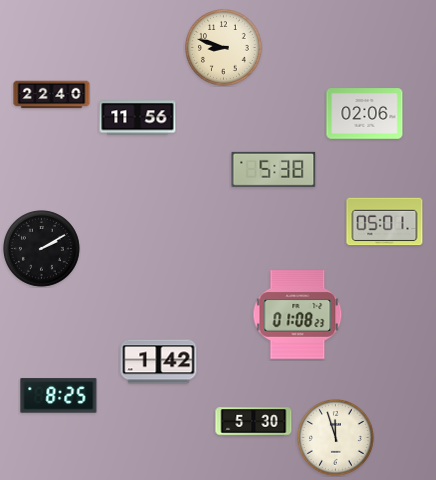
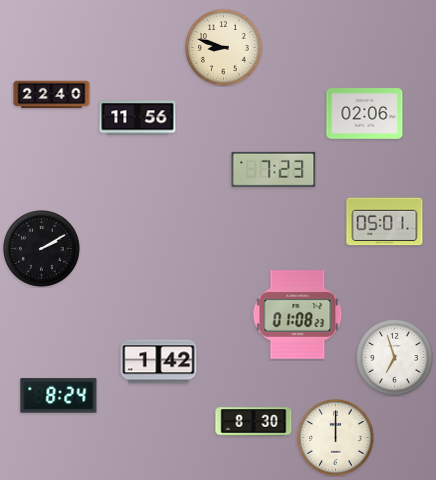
clock at (274, 169): 5:38 -> 7:23
clock at (395, 358): none -> 6:57
clock at (59, 396): 8:25 -> 8:24
clock at (254, 422): 5:30 -> 8:30
clock at (336, 438): 11:57 -> 12:00
